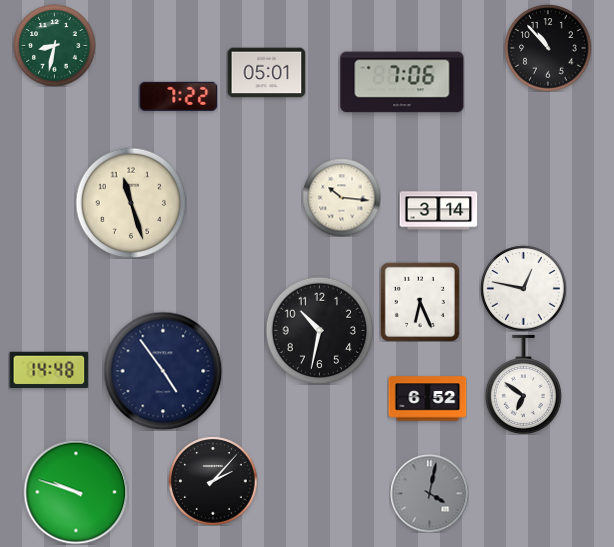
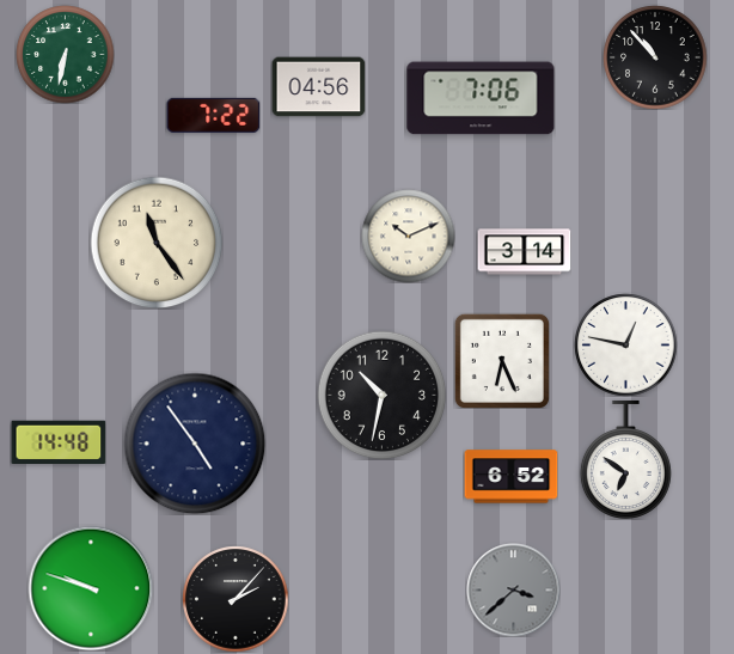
clock at (54, 45): 8:32 -> 6:32
clock at (266, 73): 05:01 -> 04:56
clock at (341, 197): 10:16 -> 10:11
clock at (131, 203): 11:27 -> 11:24
clock at (213, 481) position: (213, 481) -> (236, 599)
clock at (429, 493): 4:02 -> 3:38
